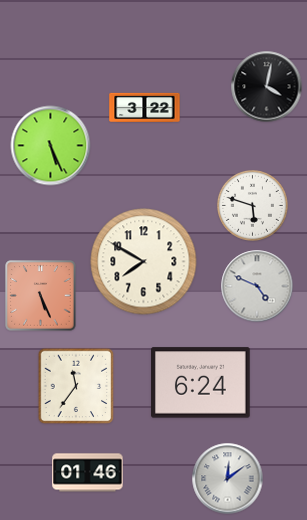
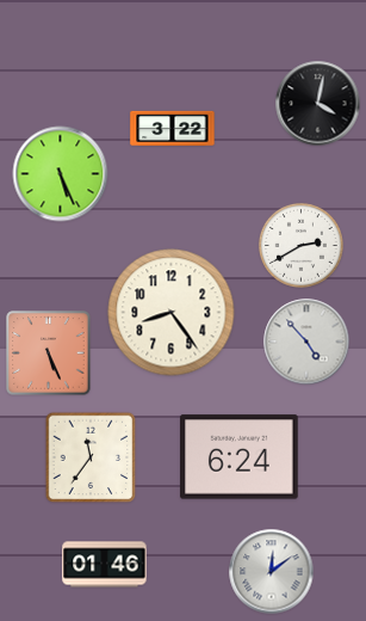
clock at (252, 205): 5:48 -> 2:40
clock at (144, 262): 7:50 -> 8:24
clock at (257, 286): 4:49 -> 4:53
clock at (76, 386) position: (76, 386) -> (91, 457)
